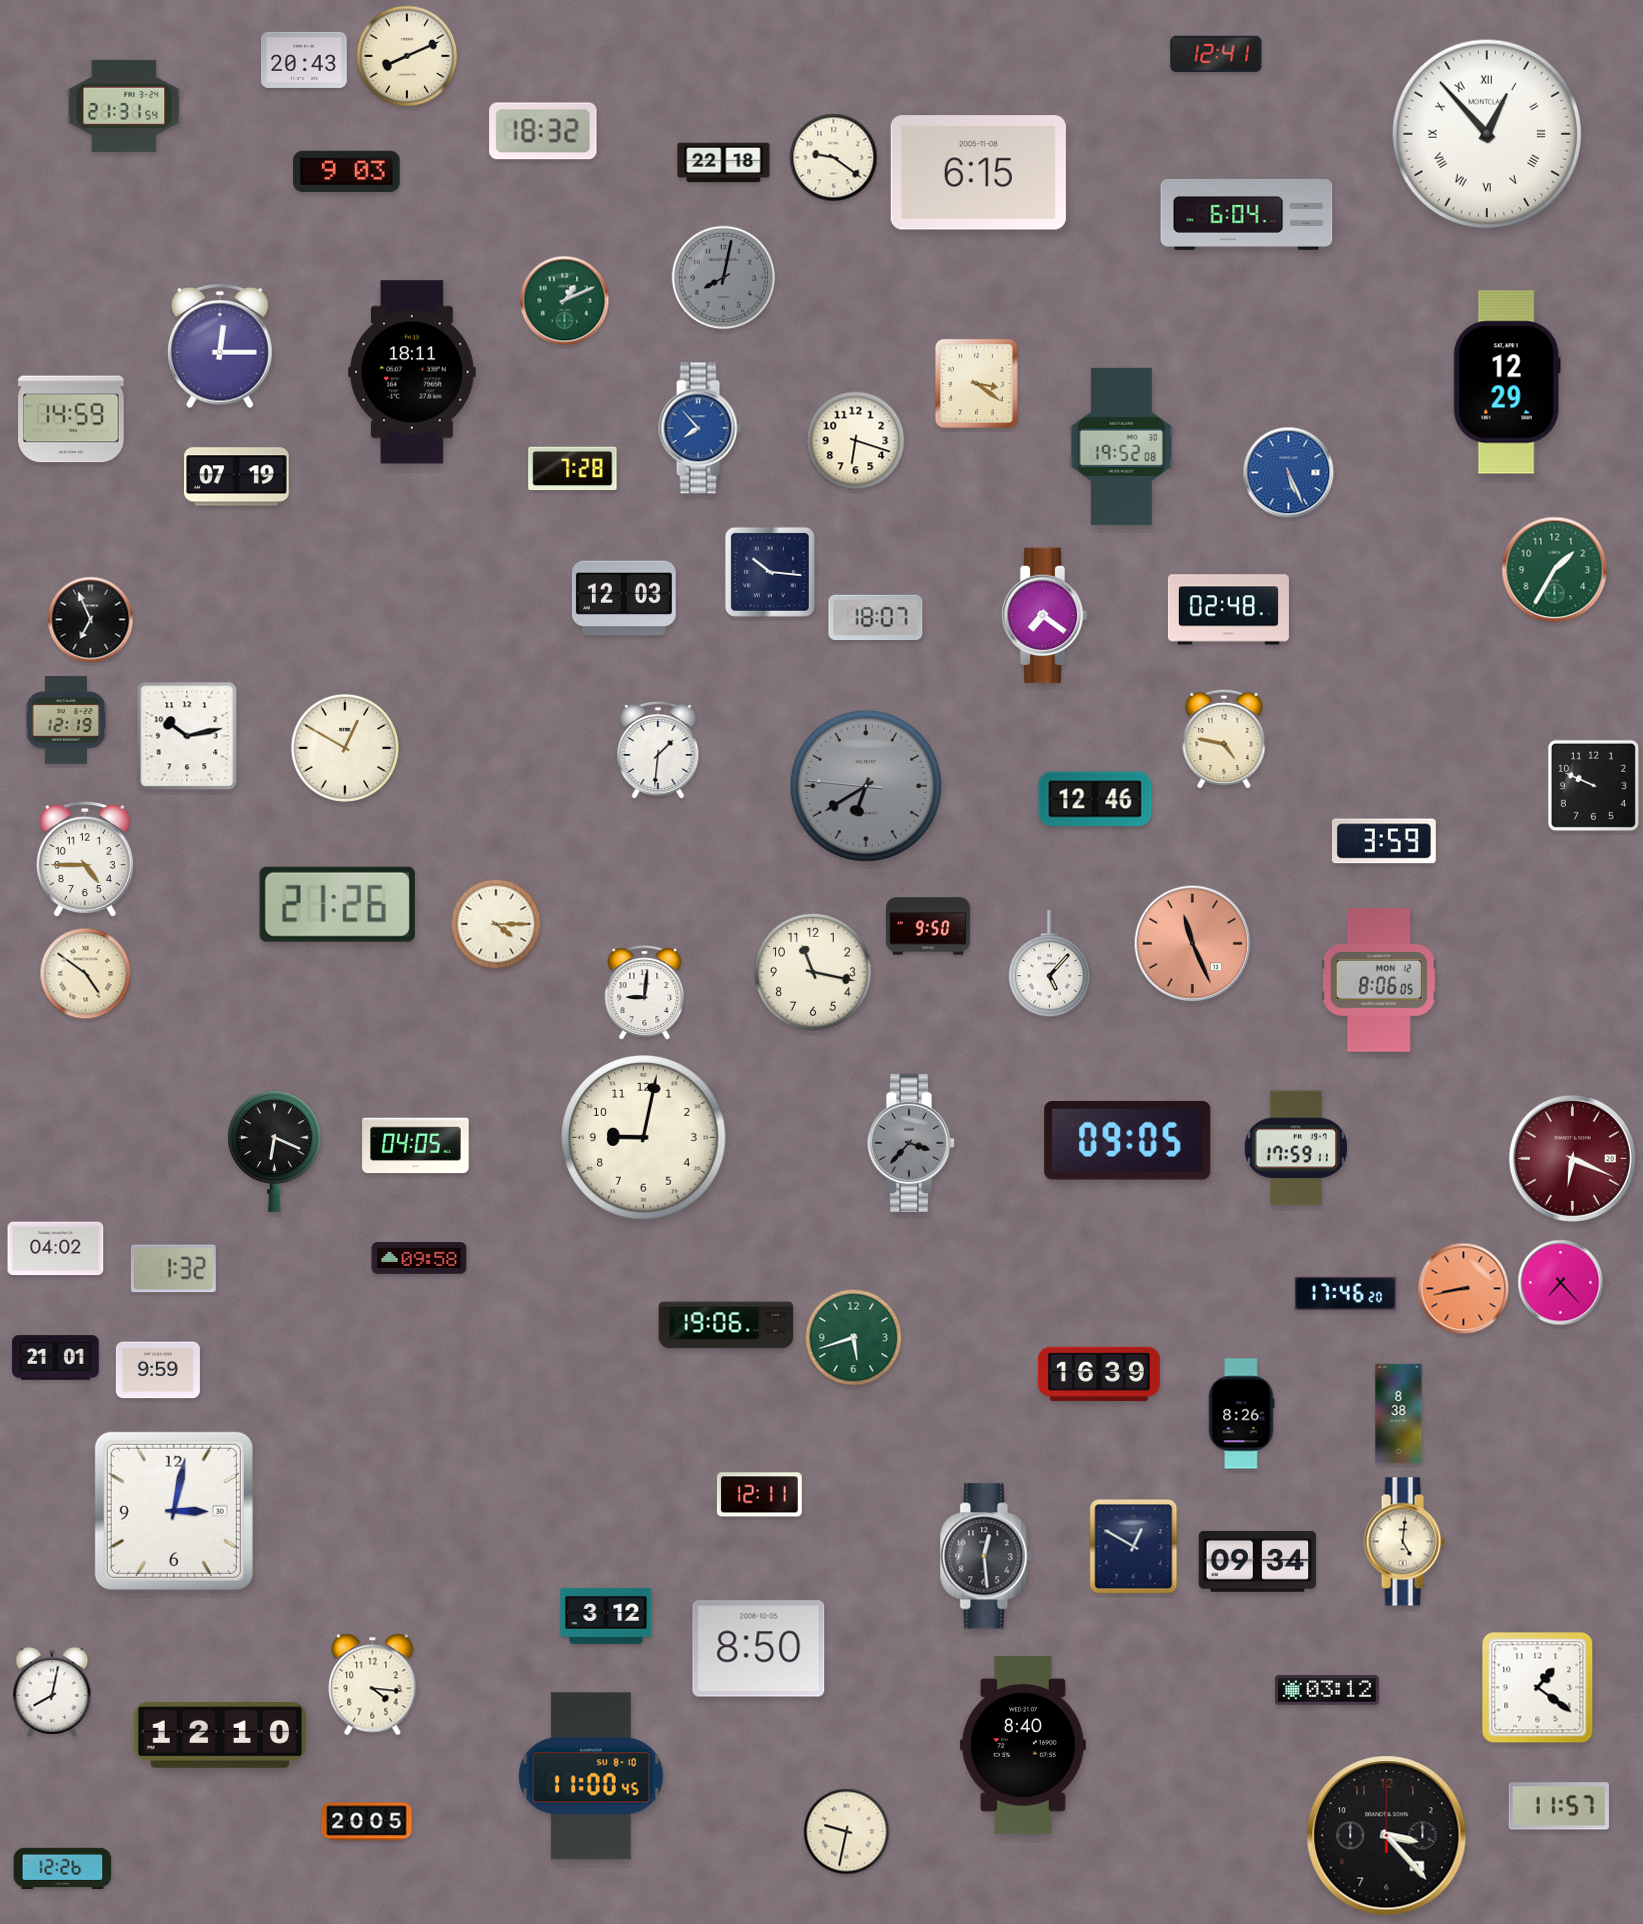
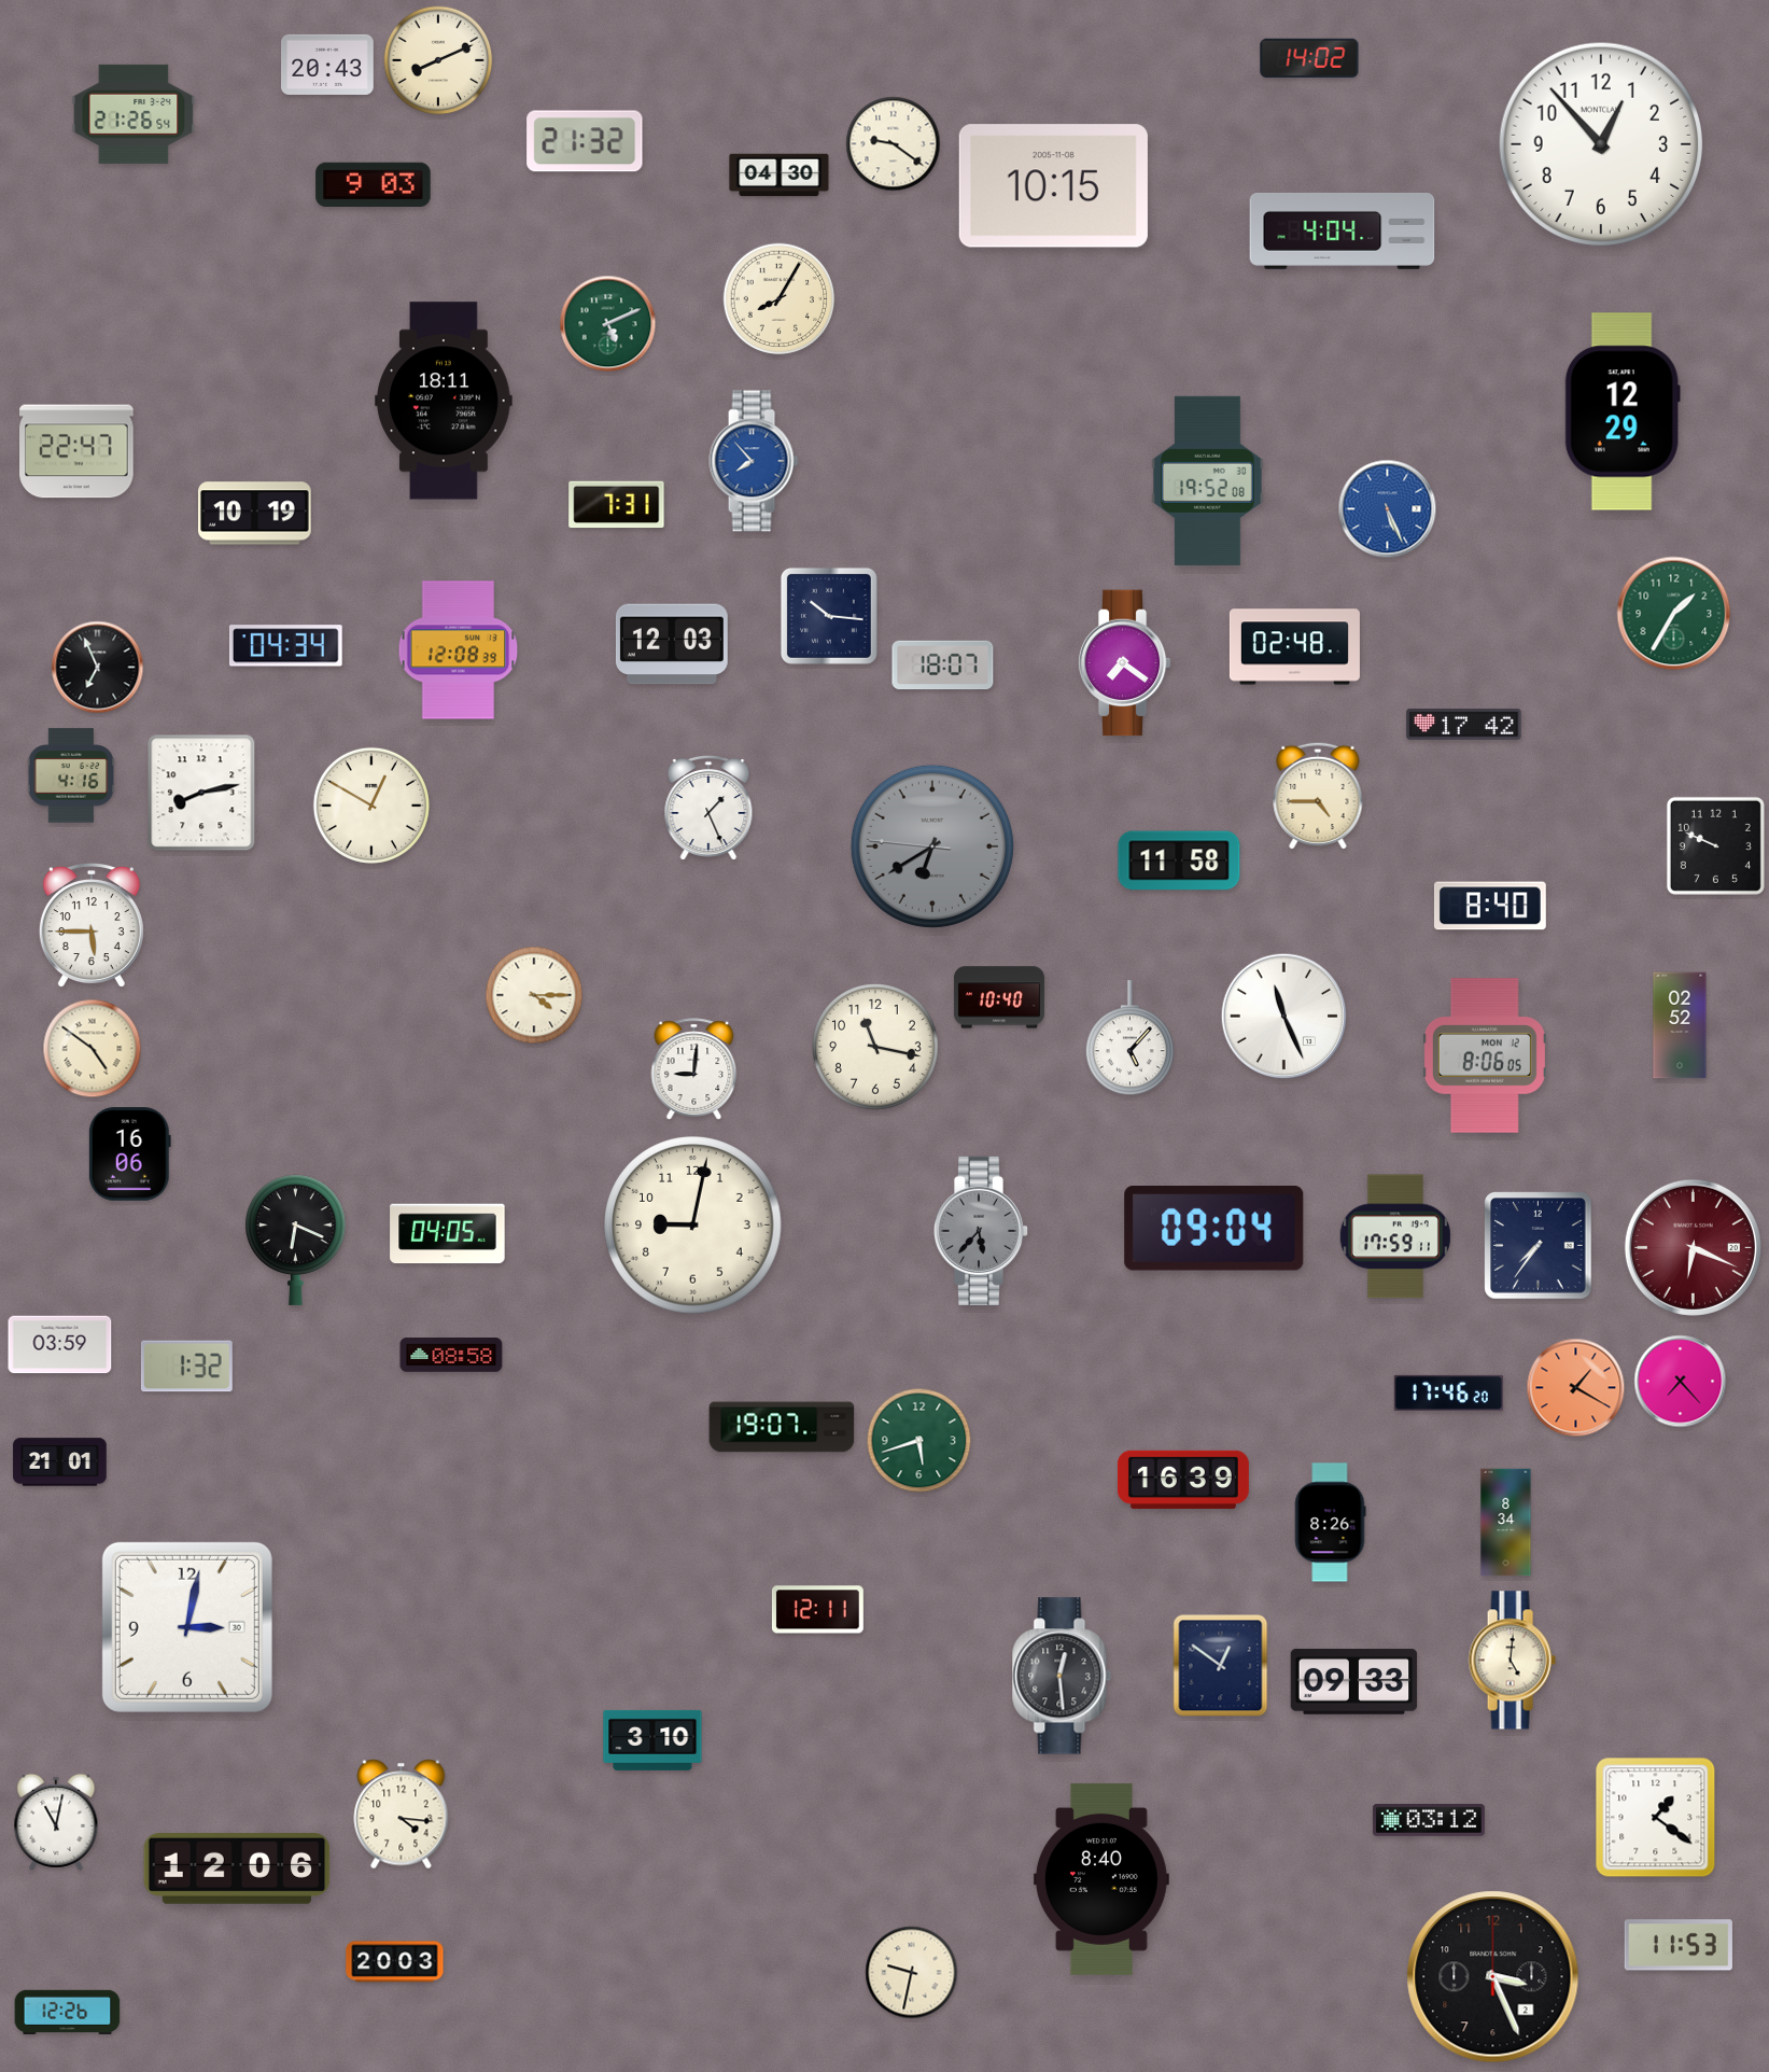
clock at (1216, 54): 12:41 -> 14:02
clock at (124, 106): 21:31 -> 21:26
clock at (543, 131): 18:32 -> 21:32
clock at (1487, 134) numerals: Roman -> Arabic
clock at (834, 158) position: (834, 158) -> (894, 144)
clock at (724, 163): 22:18 -> 04:30
clock at (978, 173): 6:15 -> 10:15
clock at (1247, 214): 6:04 -> 4:04
clock at (724, 278): 8:02 -> 8:05
clock at (724, 278) dial: grey -> cream
clock at (565, 301): 1:11 -> 5:11
clock at (221, 346): 12:15 -> none
clock at (976, 383): 3:21 -> none
clock at (71, 419): 14:59 -> 22:47
clock at (856, 441): 6:18 -> none
clock at (573, 469): 7:28 -> 7:31
clock at (237, 477): 07:19 -> 10:19
clock at (285, 646): none -> 04:34
clock at (459, 650): none -> 12:08
clock at (1228, 610) position: (1228, 610) -> (1294, 647)
clock at (1464, 725): none -> 17:42
clock at (66, 720): 12:19 -> 4:16
clock at (187, 736): 10:13 -> 8:13
clock at (1224, 739): 4:47 -> 4:45
clock at (658, 749): 1:31 -> 1:26
clock at (1095, 799): 12:46 -> 11:58
clock at (1384, 841): 3:59 -> 8:40
clock at (85, 860): 4:45 -> 5:45
clock at (337, 904): 21:26 -> none
clock at (928, 926): 9:50 -> 10:40
clock at (1193, 944) dial: salmon -> white
clock at (1680, 1025): none -> 02:52
clock at (129, 1154): none -> 16:06
clock at (1128, 1141): 09:05 -> 09:04
clock at (911, 1143): 3:37 -> 5:37
clock at (1539, 1246): none -> 7:36
clock at (56, 1249): 04:02 -> 03:59
clock at (419, 1258): 09:58 -> 08:58
clock at (1464, 1289): 8:43 -> 1:20
clock at (726, 1325): 19:06 -> 19:07
clock at (158, 1370): 9:59 -> none
clock at (1241, 1414) position: (1241, 1414) -> (1330, 1523)
clock at (1399, 1414): 8:38 -> 8:34
clock at (1134, 1547): 12:50 -> 12:51
clock at (1258, 1562): 09:34 -> 09:33
clock at (606, 1616): 3:12 -> 3:10
clock at (759, 1649): 8:50 -> none
clock at (52, 1692): 8:02 -> 11:02
clock at (220, 1736): 12:10 -> 12:06
clock at (592, 1776): 11:00 -> none
clock at (1559, 1806): 11:57 -> 11:53
clock at (367, 1822): 20:05 -> 20:03
clock at (1387, 1836): 3:23 -> 3:26
